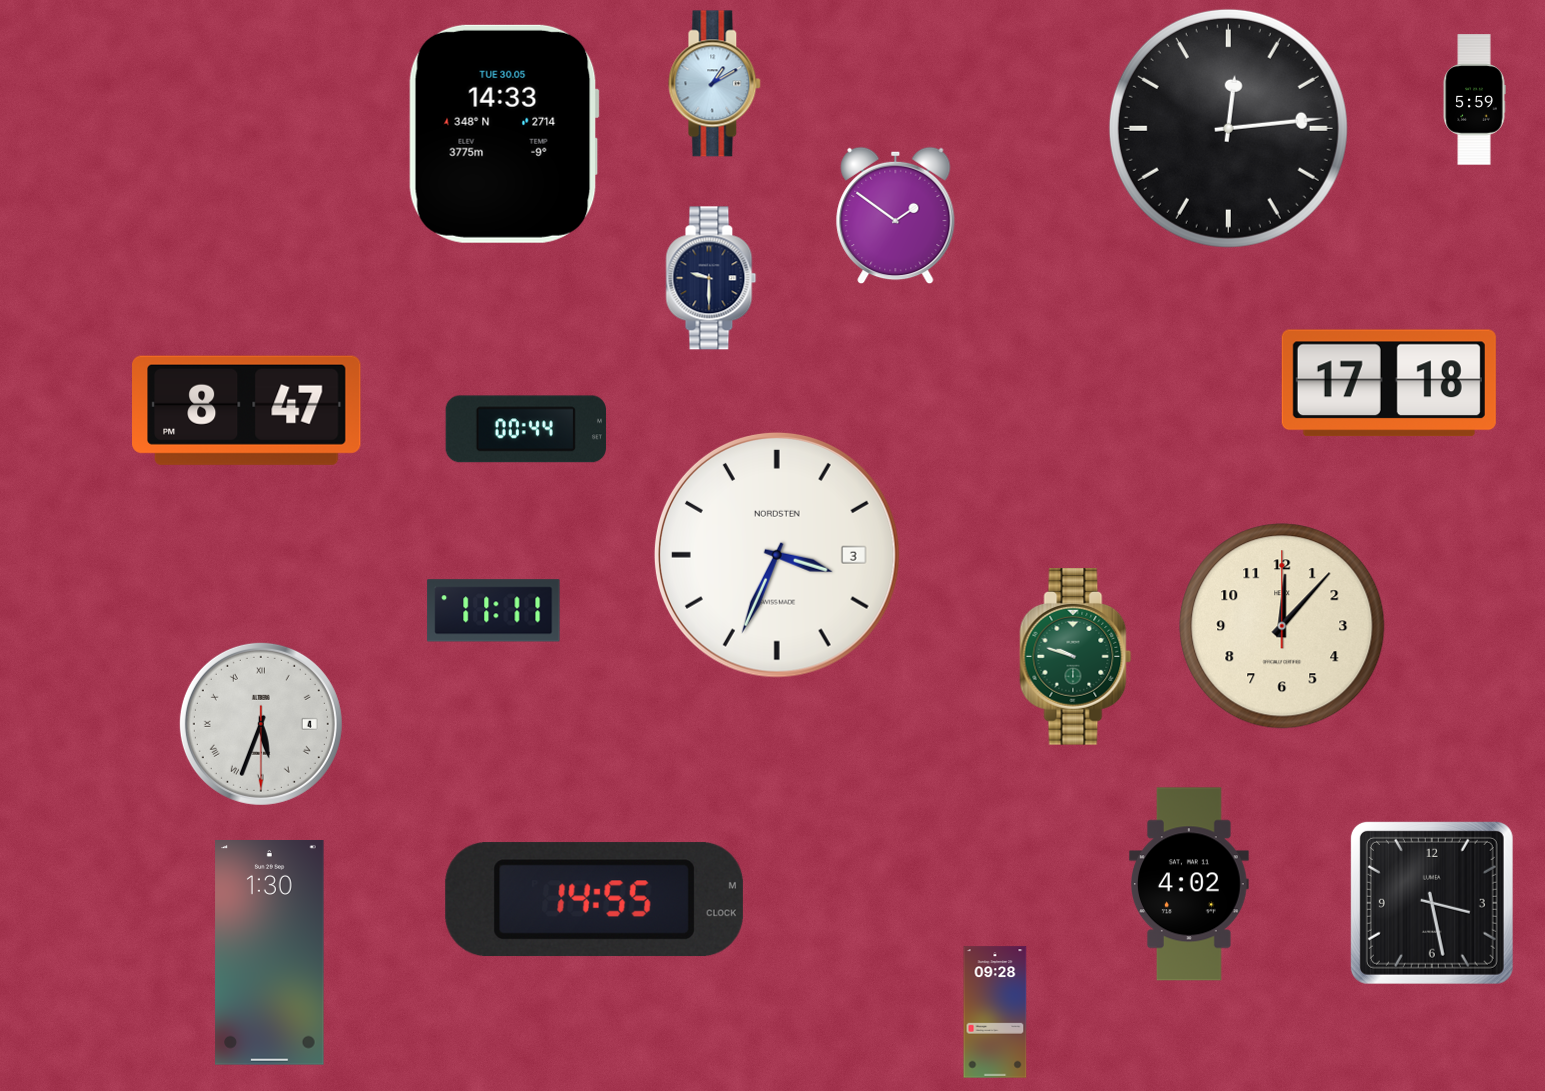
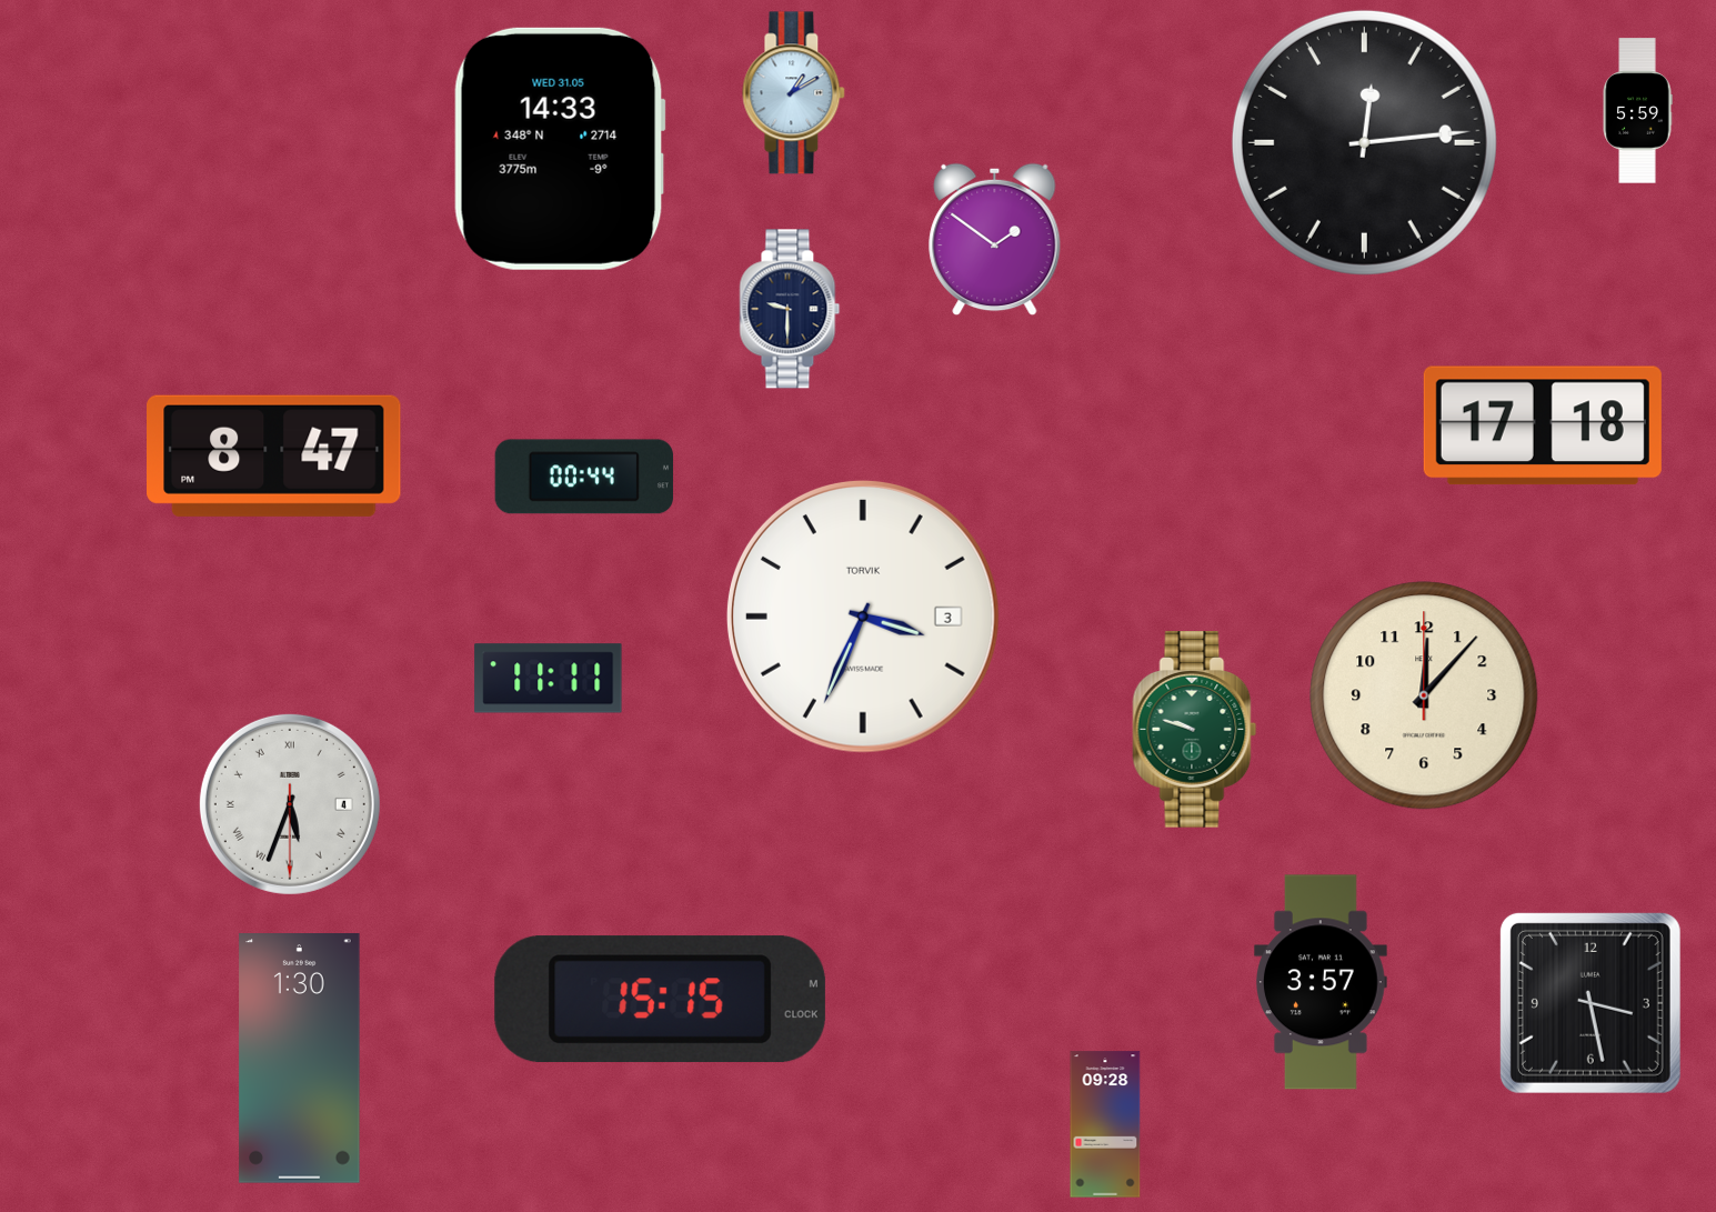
clock at (504, 134) date: TUE 30.05 -> WED 31.05
clock at (777, 555) brand: NORDSTEN -> TORVIK
clock at (1190, 884): 4:02 -> 3:57
clock at (594, 900): 14:55 -> 15:15
